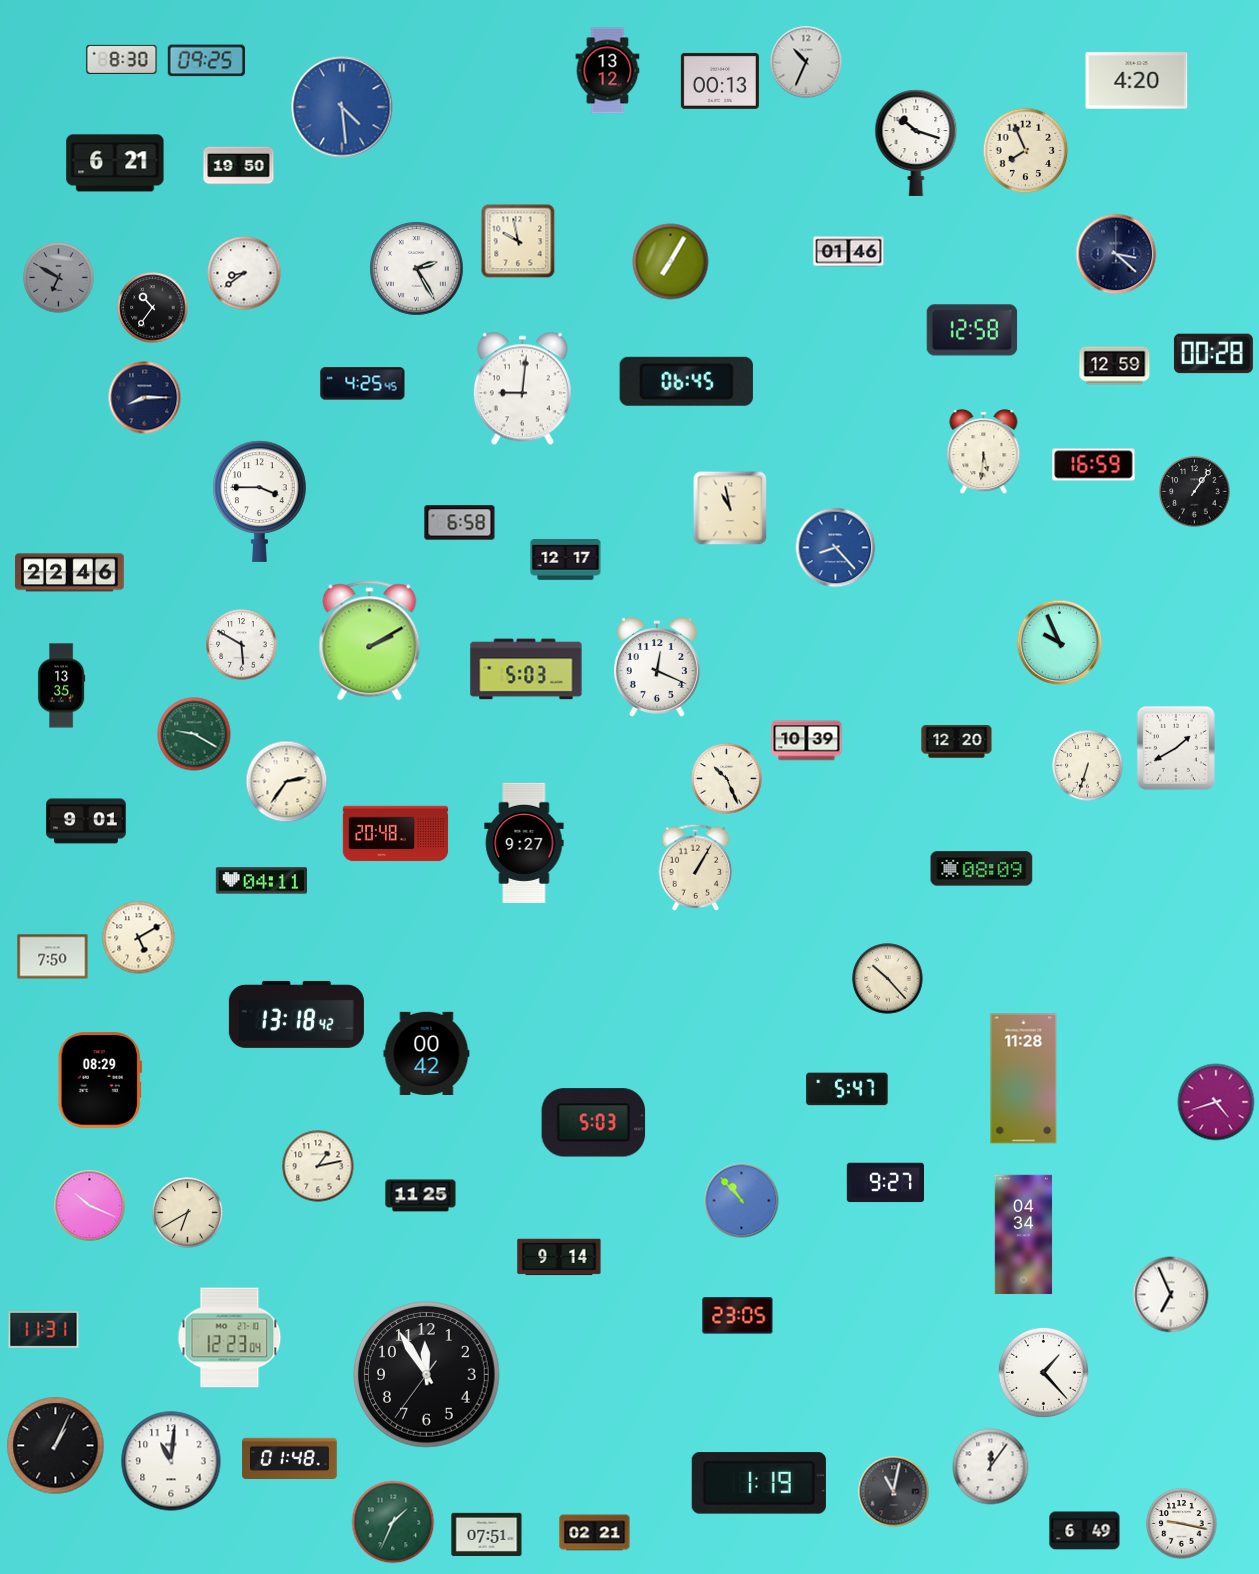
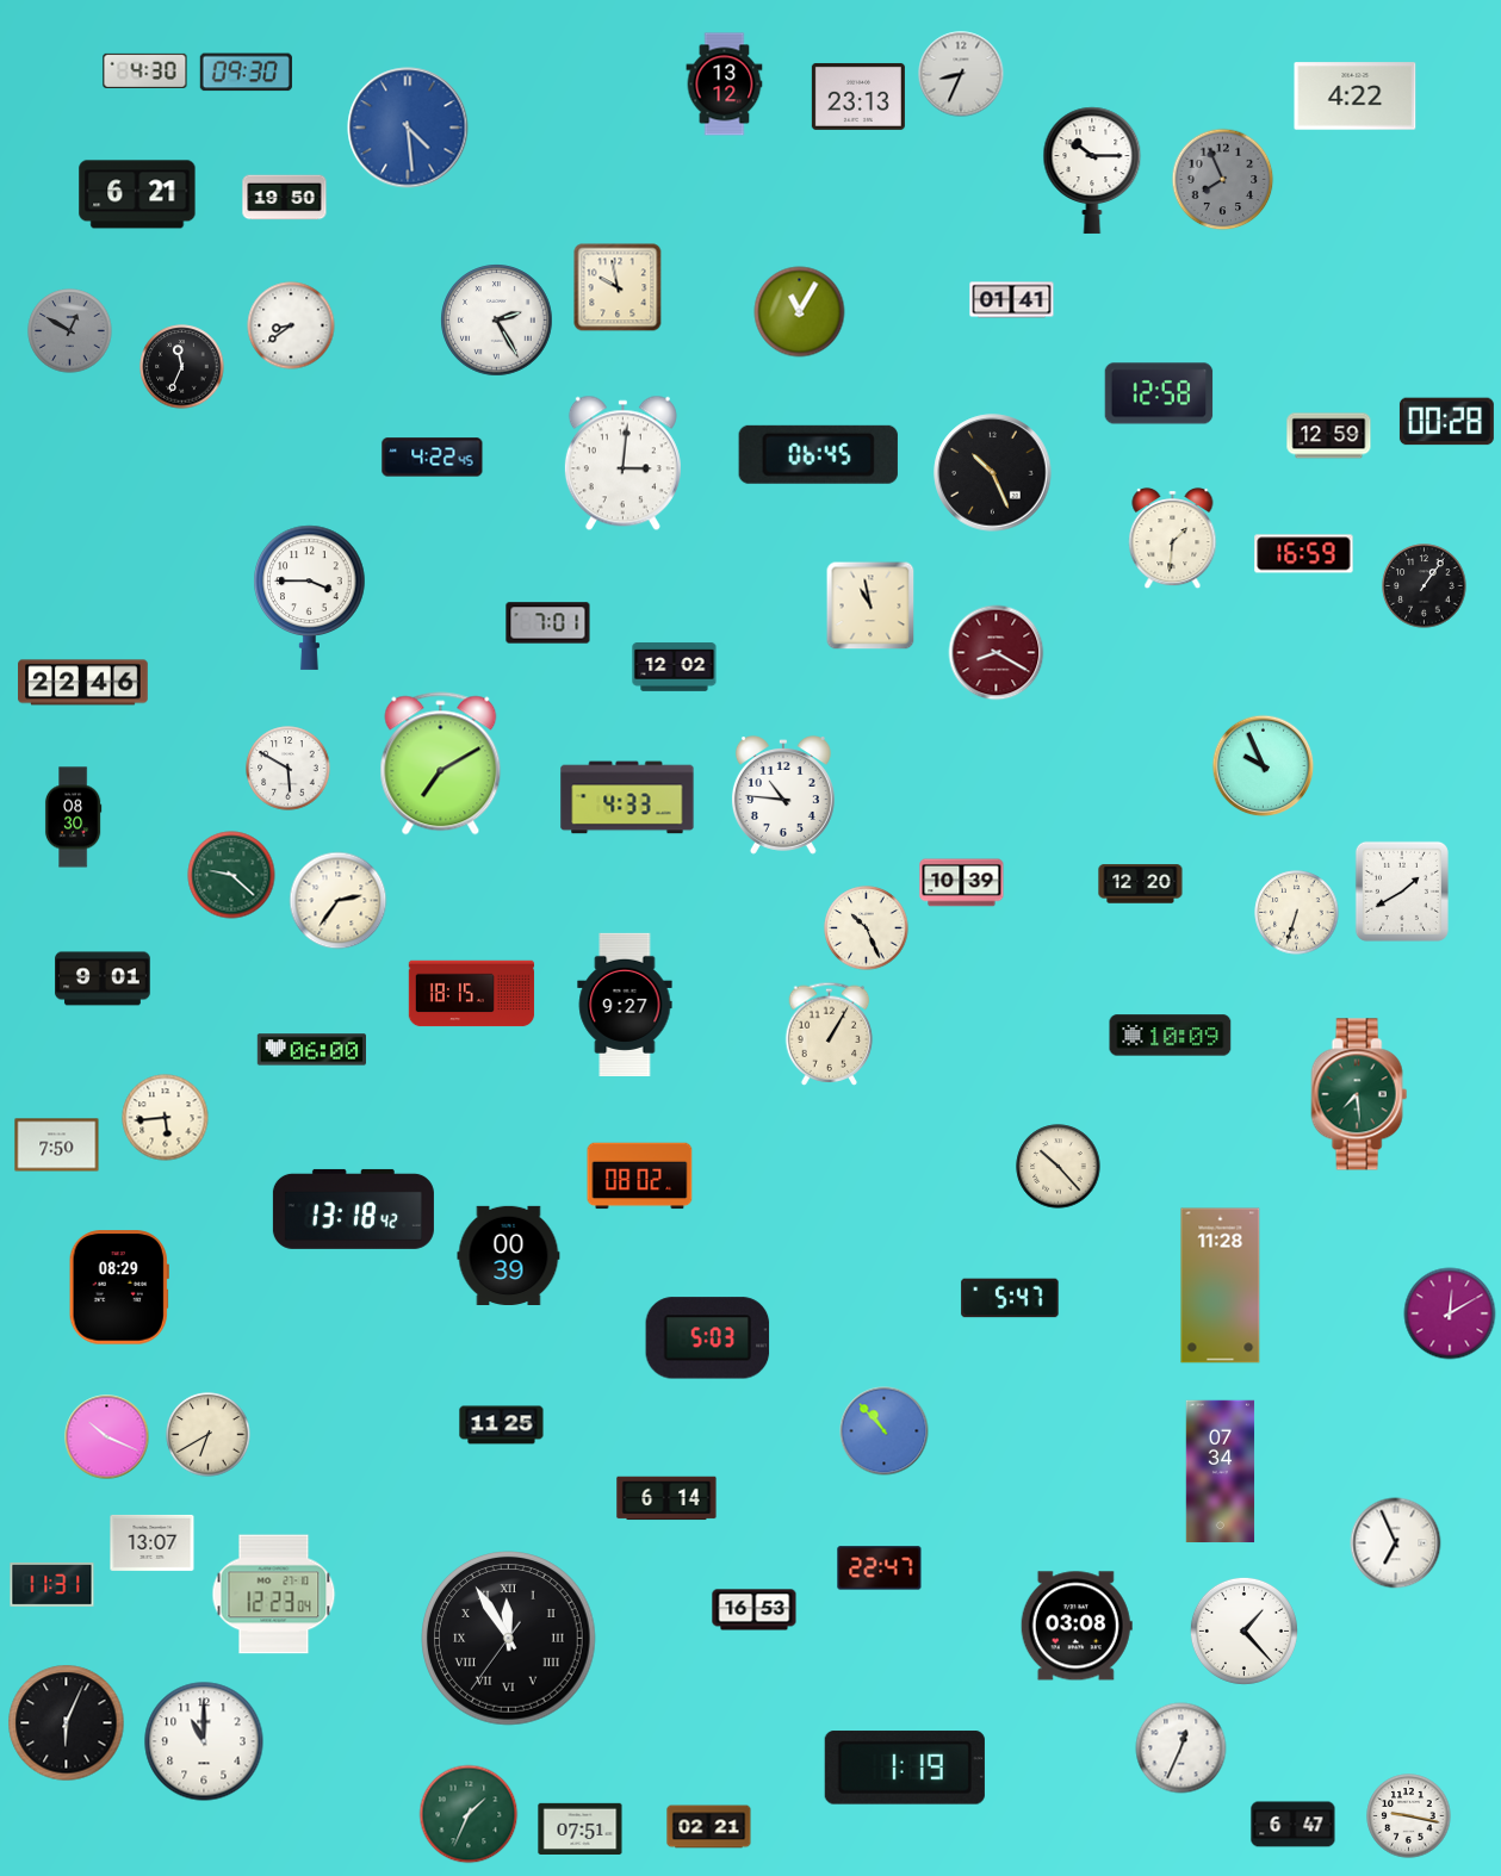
clock at (122, 59): 8:30 -> 4:30
clock at (206, 61): 09:25 -> 09:30
clock at (806, 62): 10:34 -> 8:34
clock at (720, 81): 00:13 -> 23:13
clock at (1137, 81): 4:20 -> 4:22
clock at (916, 143): 10:18 -> 10:15
clock at (1026, 151) dial: cream -> grey
clock at (849, 252): 01:46 -> 01:41
clock at (1116, 254): 3:22 -> none
clock at (671, 262): 7:05 -> 11:05
clock at (59, 278): 6:50 -> 12:50
clock at (153, 308): 10:36 -> 11:34
clock at (363, 384): 4:25 -> 4:22
clock at (522, 389): 9:01 -> 3:01
clock at (993, 473): none -> 10:26
clock at (145, 398): 8:15 -> none
clock at (984, 452): 5:31 -> 1:31
clock at (460, 523): 6:58 -> 7:01
clock at (836, 548): 8:23 -> 8:20
clock at (836, 548) dial: blue -> burgundy
clock at (566, 560): 12:17 -> 12:02
clock at (370, 641): 2:10 -> 7:10
clock at (657, 667): 12:19 -> 10:46
clock at (526, 669): 5:03 -> 4:33
clock at (61, 686): 13:35 -> 08:30
clock at (194, 734): 9:20 -> 9:22
clock at (287, 782) position: (287, 782) -> (339, 901)
clock at (396, 834): 20:48 -> 18:15
clock at (982, 869): 08:09 -> 10:09
clock at (261, 881): 04:11 -> 06:00
clock at (1359, 1094): none -> 7:29
clock at (139, 938): 5:10 -> 5:44
clock at (53, 957) position: (53, 957) -> (57, 1145)
clock at (640, 1176): none -> 08:02
clock at (427, 1053): 00:42 -> 00:39
clock at (1216, 1102): 4:42 -> 12:10
clock at (318, 1166): 1:13 -> none
clock at (885, 1183): 9:27 -> none
clock at (188, 1213) position: (188, 1213) -> (209, 1435)
clock at (1024, 1235): 04:34 -> 07:34
clock at (559, 1257): 9:14 -> 6:14
clock at (153, 1542): none -> 13:07
clock at (738, 1316): 23:05 -> 22:47
clock at (755, 1610): none -> 16:53
clock at (1077, 1626): none -> 03:08
clock at (1043, 1372) position: (1043, 1372) -> (1243, 1630)
clock at (427, 1375) numerals: Arabic -> Roman
clock at (56, 1446): 1:04 -> 6:04
clock at (290, 1458): 01:48 -> none
clock at (171, 1461): 11:01 -> 11:00
clock at (991, 1467): 12:06 -> 12:34
clock at (894, 1492): 11:02 -> none
clock at (1085, 1531): 6:49 -> 6:47
